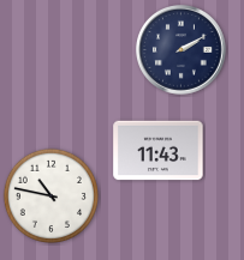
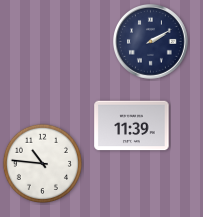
clock at (159, 151): 11:43 -> 11:39
clock at (50, 195): 10:47 -> 10:46
